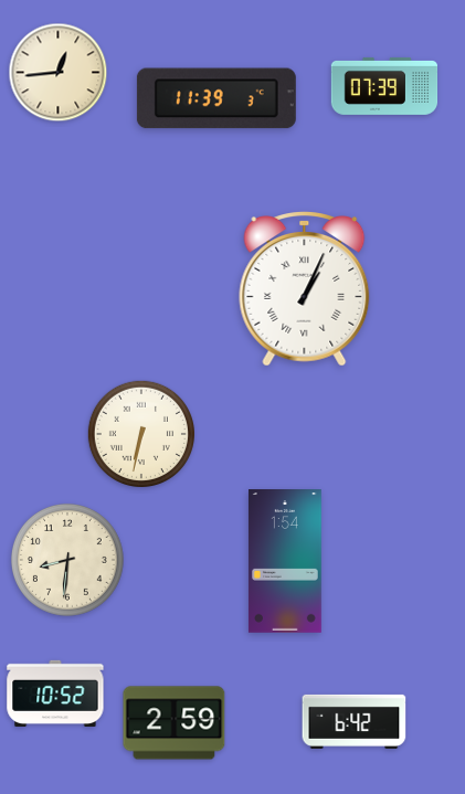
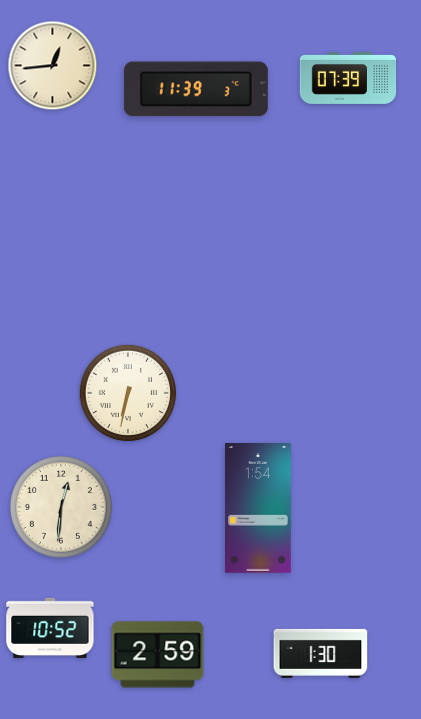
clock at (305, 289): 1:04 -> none
clock at (67, 560): 8:31 -> 12:31
clock at (355, 721): 6:42 -> 1:30
